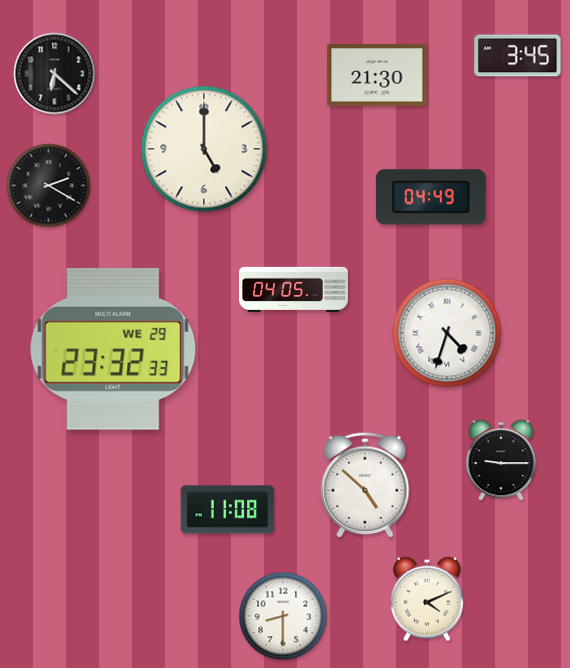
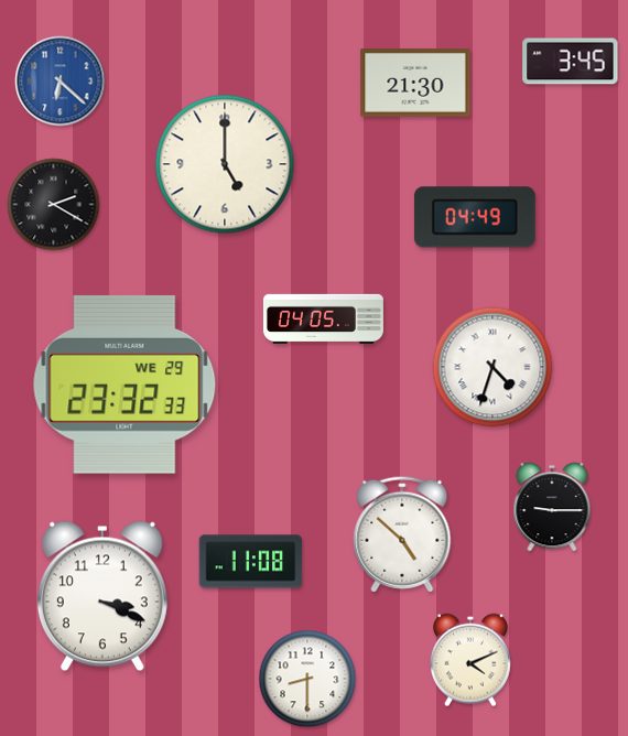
clock at (55, 74) dial: black -> blue
clock at (102, 596): none -> 3:19
clock at (283, 616) position: (283, 616) -> (307, 679)
